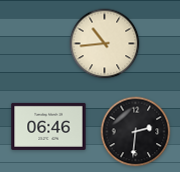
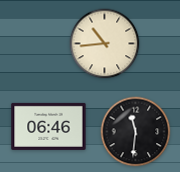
clock at (136, 132): 2:31 -> 11:31
